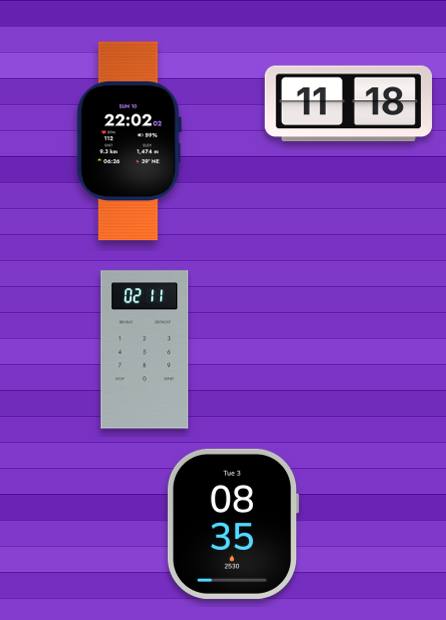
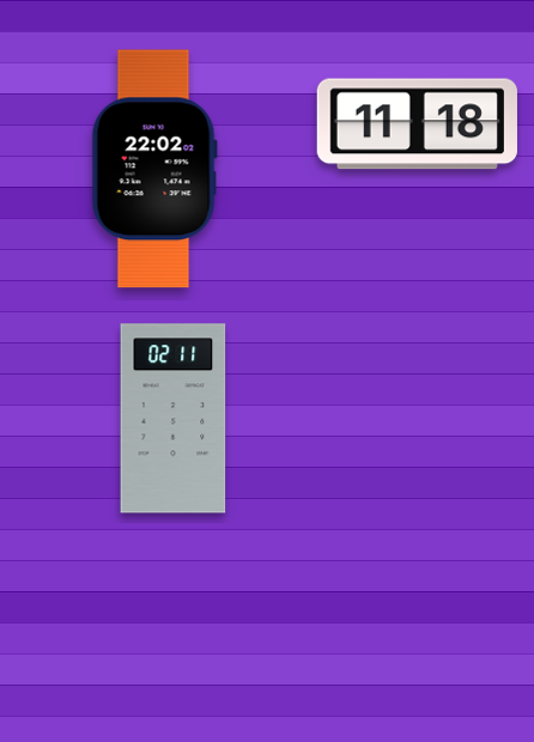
clock at (233, 524): 08:35 -> none
